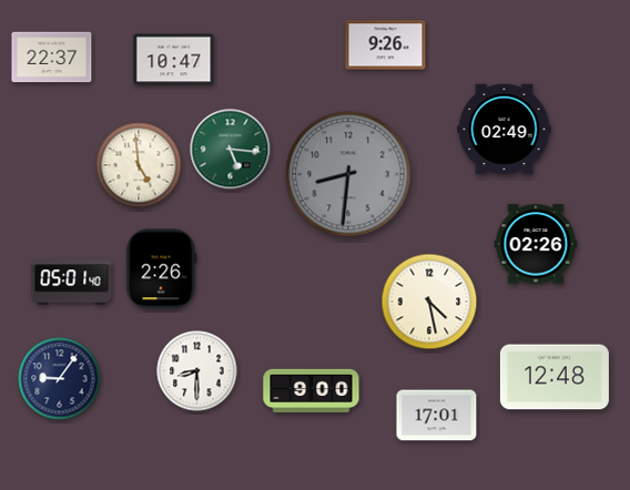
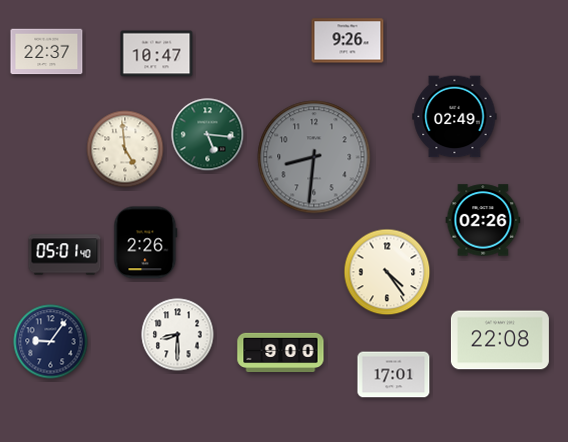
clock at (429, 302): 4:28 -> 4:24
clock at (555, 377): 12:48 -> 22:08
clock at (60, 379) position: (60, 379) -> (51, 342)
